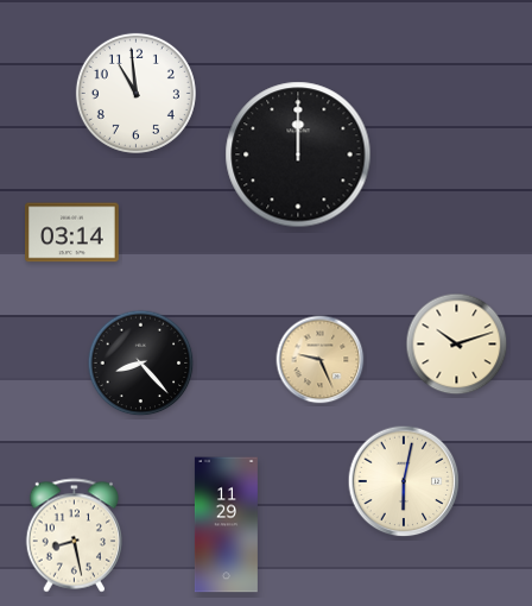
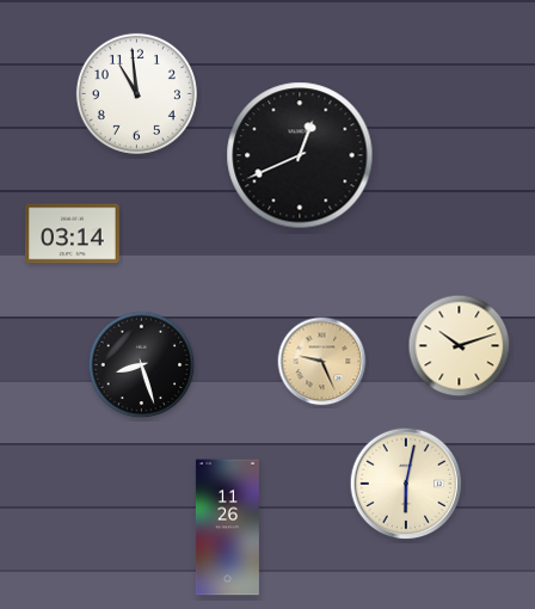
clock at (298, 154): 12:00 -> 12:41
clock at (141, 364): 8:23 -> 8:27
clock at (226, 525): 11:29 -> 11:26
clock at (74, 536): 8:28 -> none
